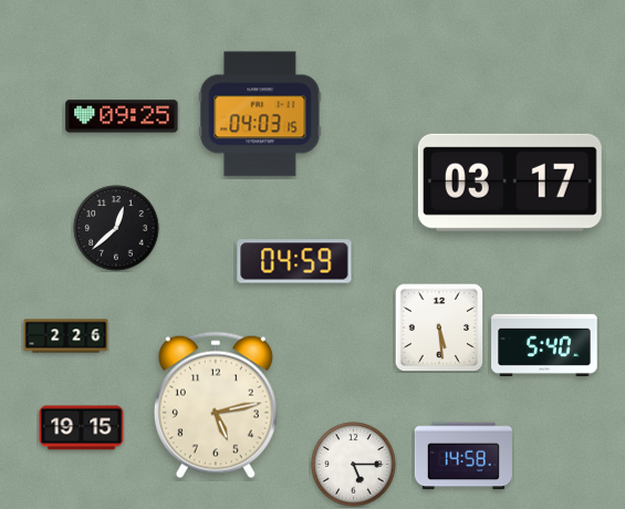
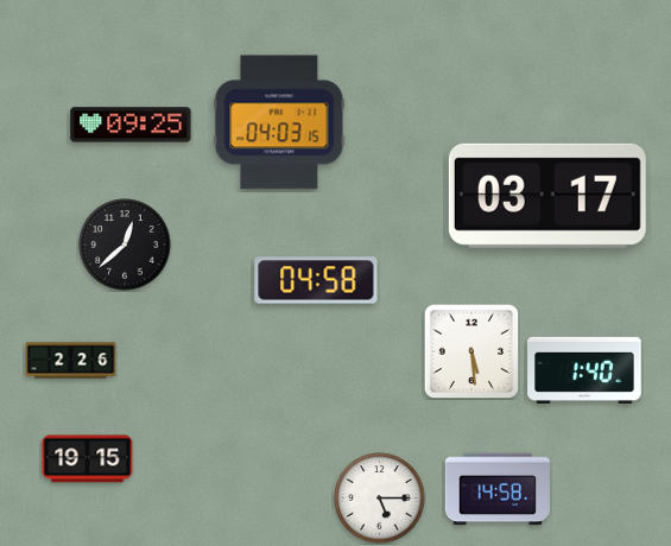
clock at (294, 261): 04:59 -> 04:58
clock at (544, 345): 5:40 -> 1:40
clock at (216, 405): 5:13 -> none
